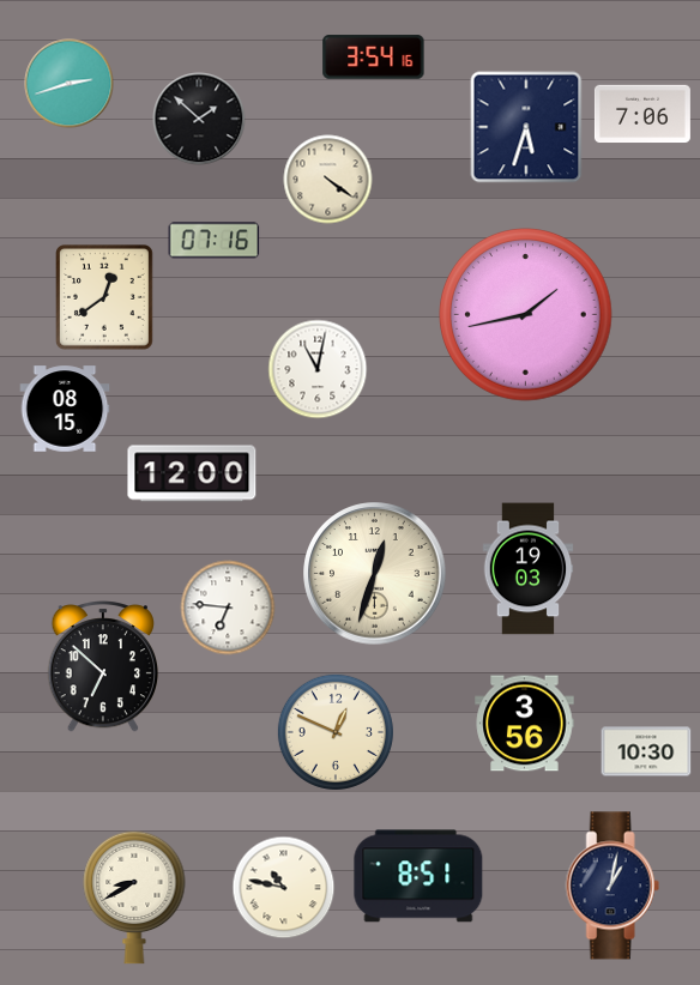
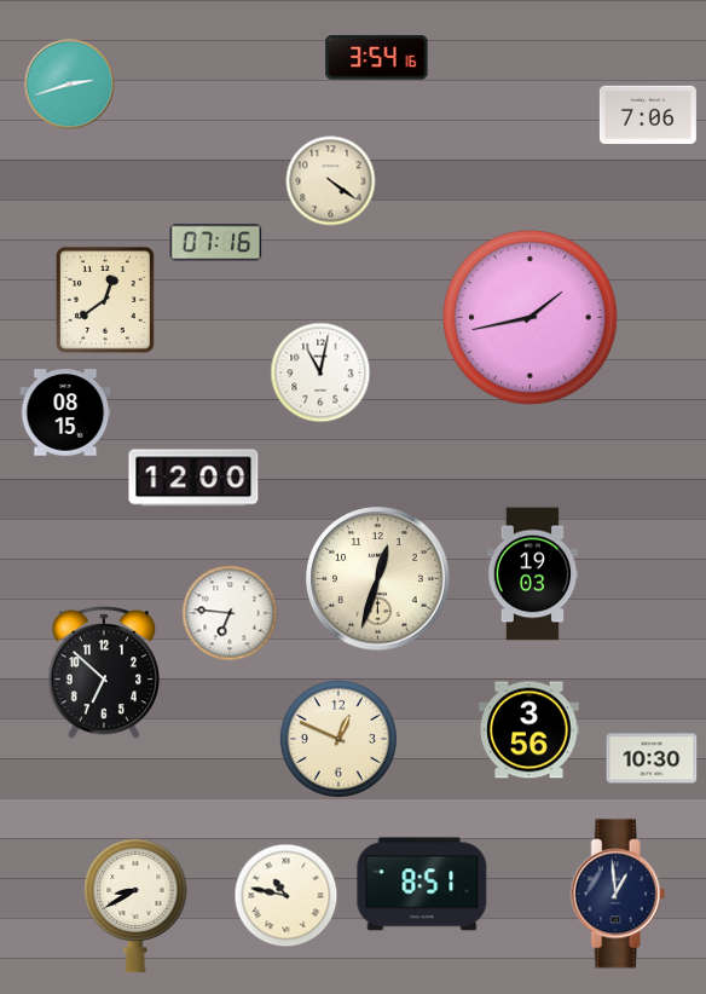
clock at (199, 119): 1:52 -> none
clock at (526, 127): 5:33 -> none
clock at (612, 886): 1:02 -> 12:59
